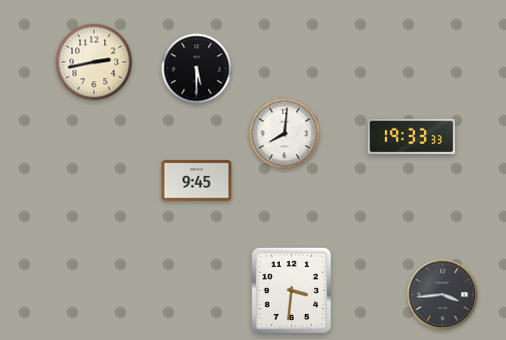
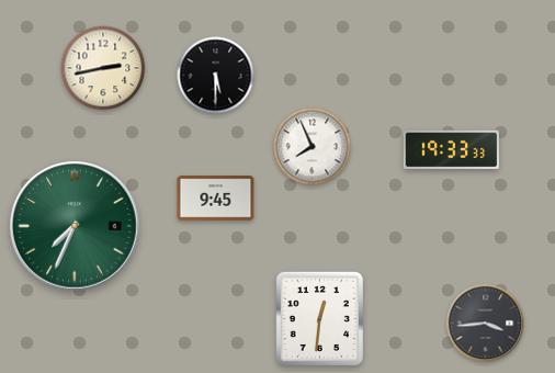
clock at (285, 134): 8:01 -> 7:56
clock at (76, 227): none -> 7:34
clock at (291, 290): 3:31 -> 12:31
